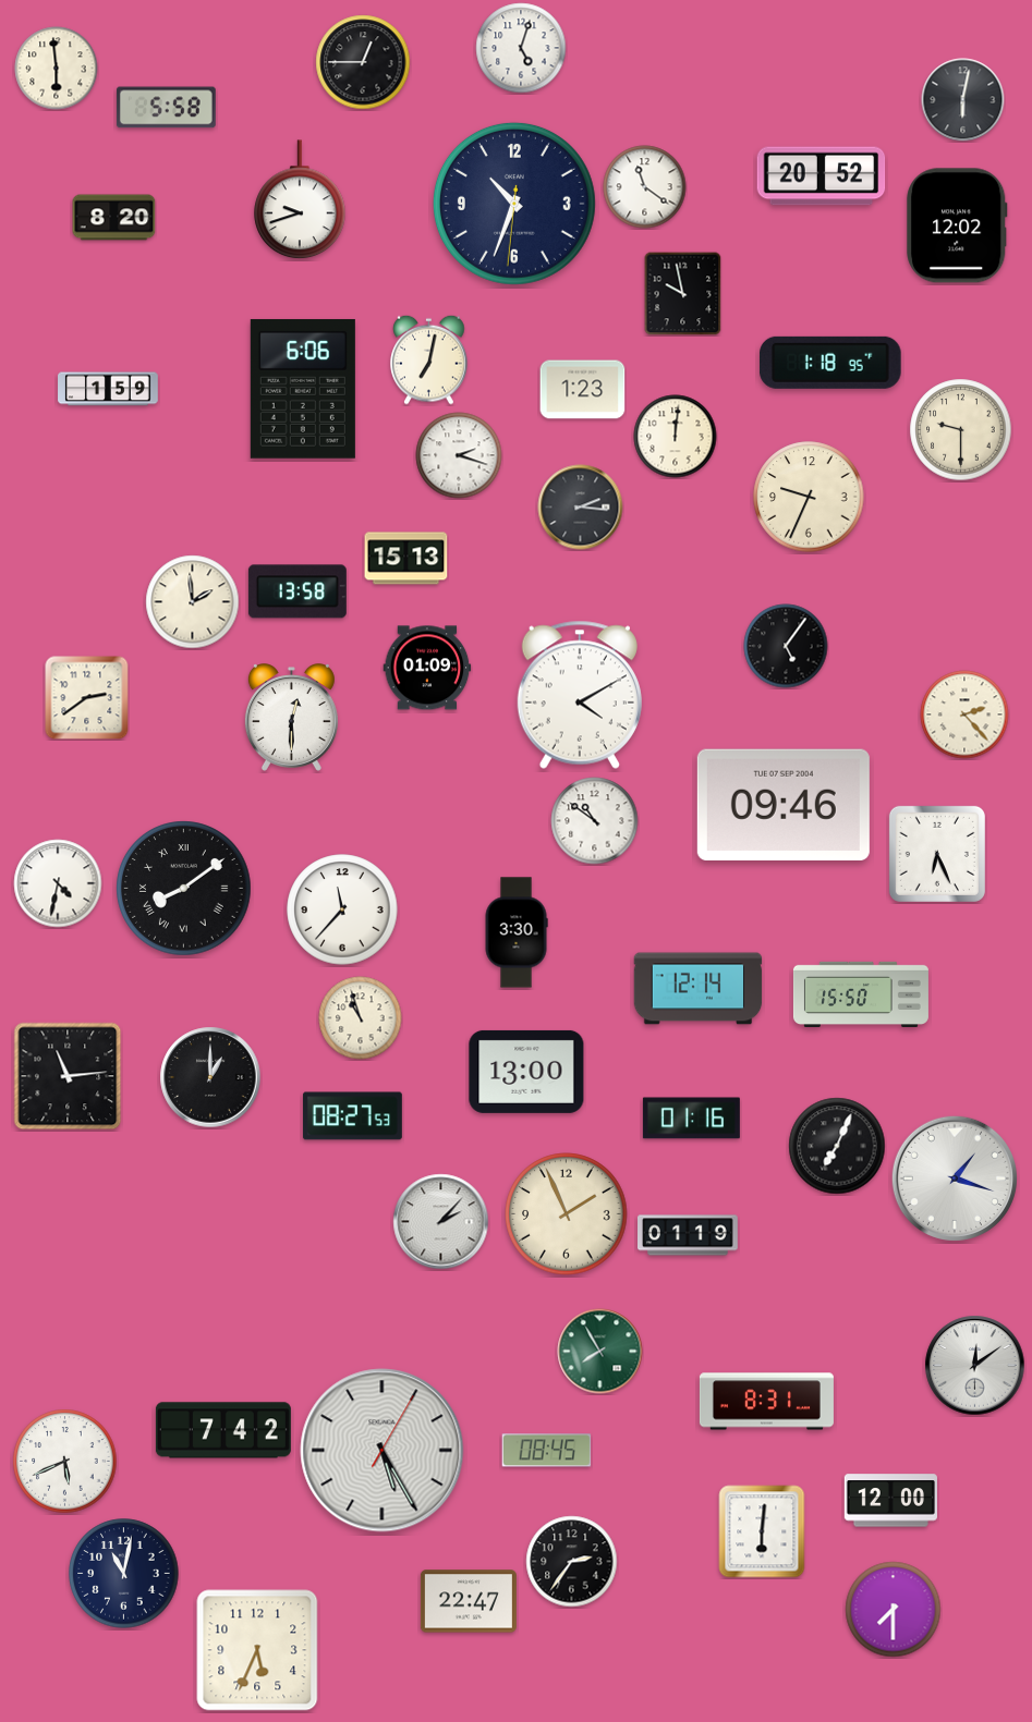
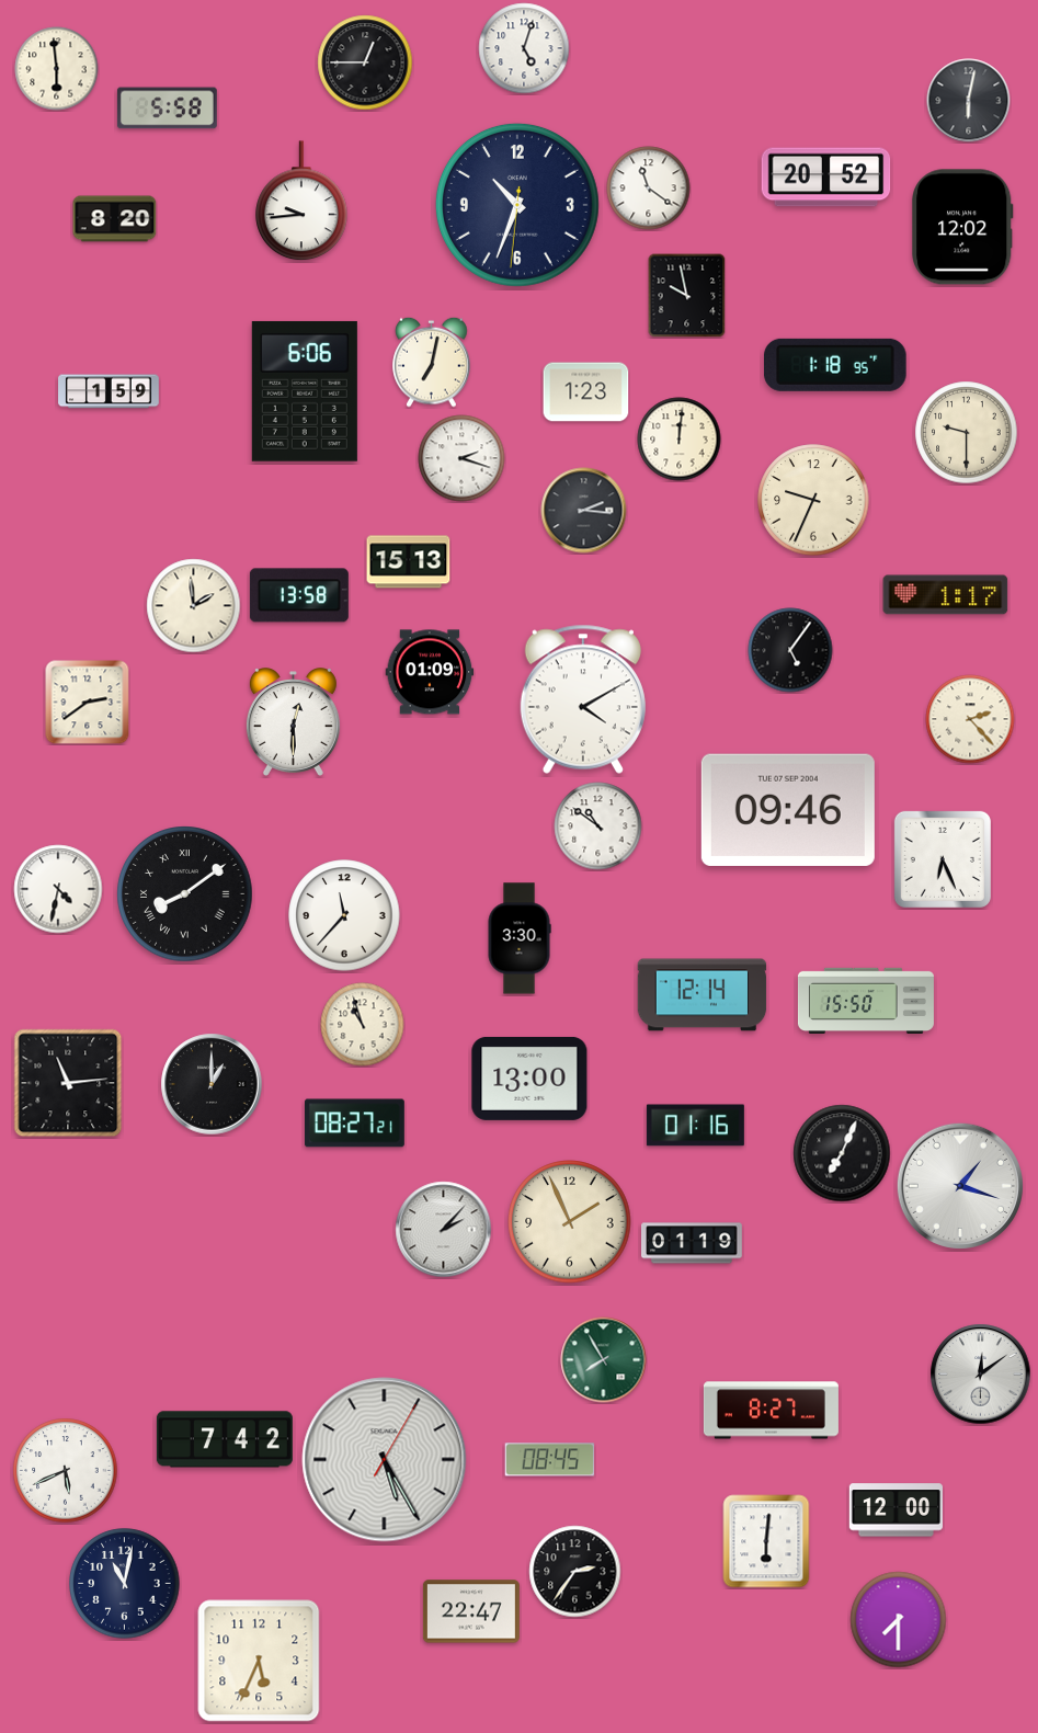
clock at (300, 200): 9:42 -> 9:44
clock at (946, 595): none -> 1:17
clock at (352, 1116): 08:27:53 -> 08:27:21
clock at (766, 1402): 8:31 -> 8:27
